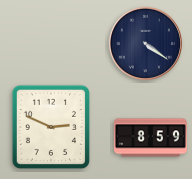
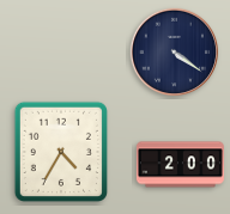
clock at (51, 127): 2:49 -> 4:35
clock at (150, 138): 8:59 -> 2:00
